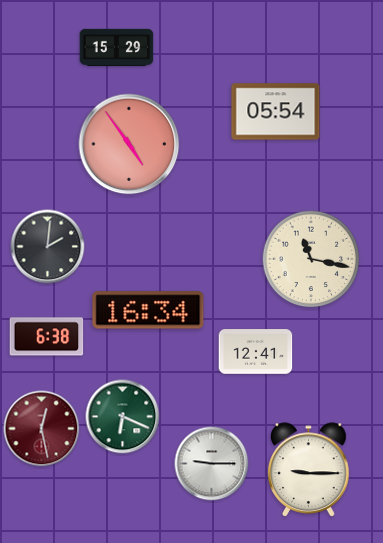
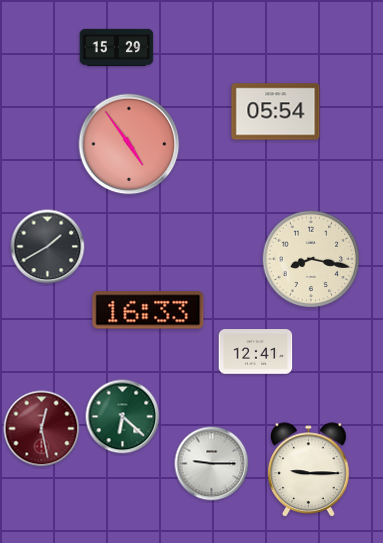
clock at (48, 247): 2:01 -> 1:40
clock at (311, 259): 11:17 -> 8:17
clock at (148, 310): 16:34 -> 16:33
clock at (47, 337): 6:38 -> none
clock at (123, 417): 6:19 -> 6:22
